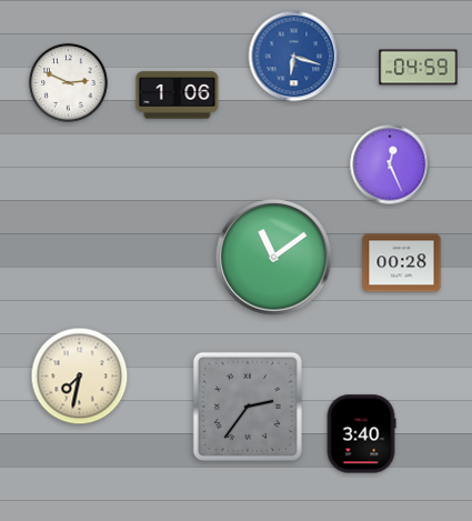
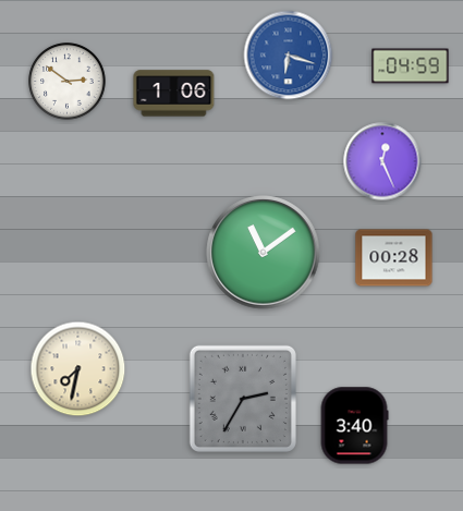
clock at (69, 83): 2:49 -> 2:51
clock at (274, 258) position: (274, 258) -> (264, 253)
clock at (248, 407): 2:36 -> 2:35
